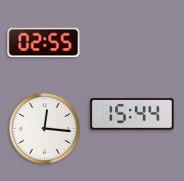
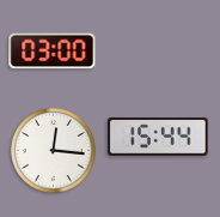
clock at (44, 43): 02:55 -> 03:00
clock at (45, 129) position: (45, 129) -> (54, 151)
